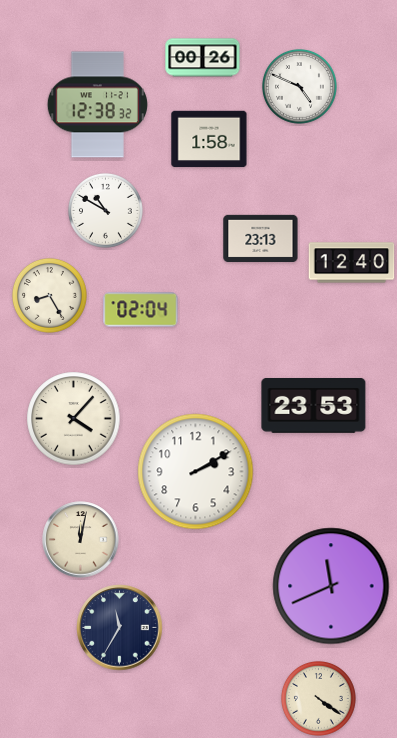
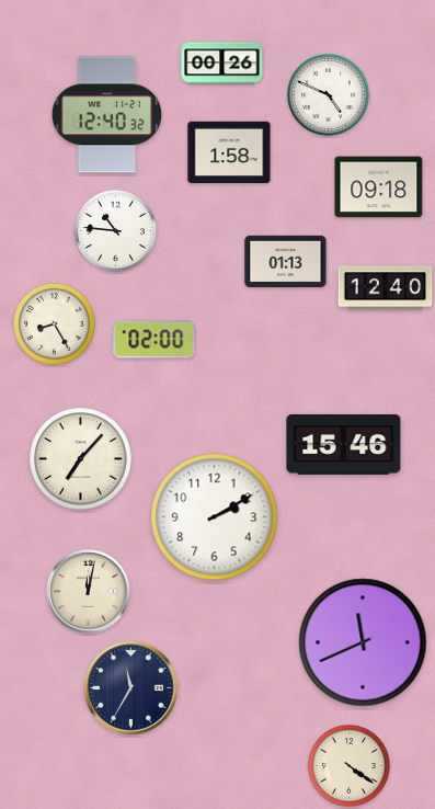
clock at (97, 105): 12:38 -> 12:40
clock at (379, 187): none -> 09:18
clock at (105, 210): 10:50 -> 10:46
clock at (261, 238): 23:13 -> 01:13
clock at (141, 310): 02:04 -> 02:00
clock at (314, 406): 23:53 -> 15:46
clock at (74, 419): 4:07 -> 7:07
